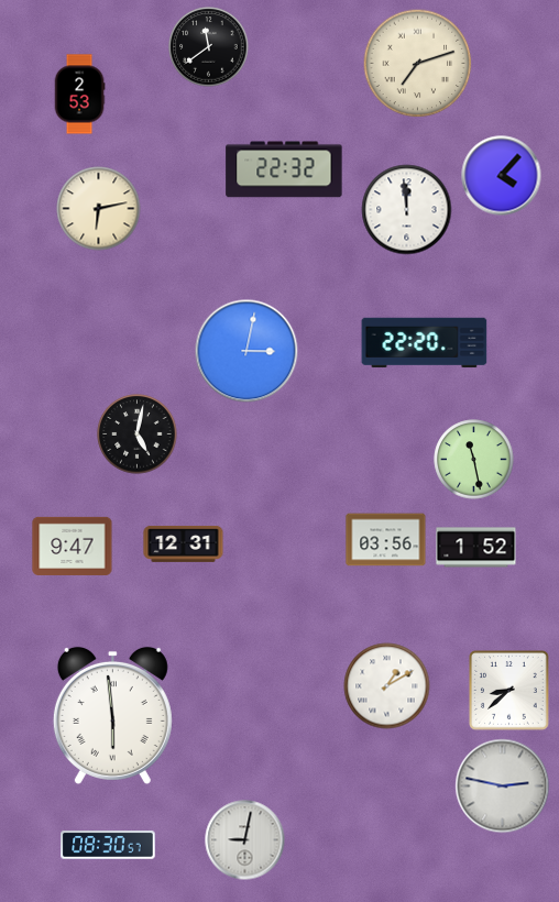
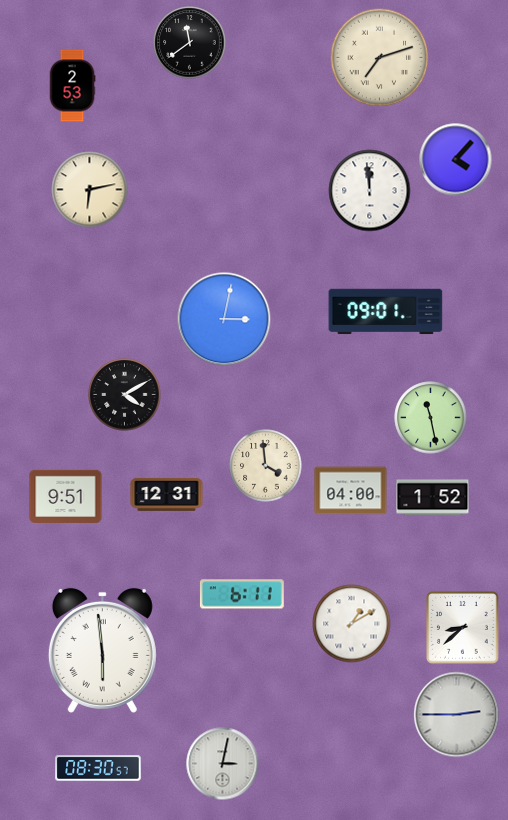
clock at (284, 169): 22:32 -> none
clock at (425, 343): 22:20 -> 09:01
clock at (138, 435): 5:02 -> 4:10
clock at (266, 466): none -> 3:59
clock at (386, 540): 03:56 -> 04:00
clock at (73, 546): 9:47 -> 9:51
clock at (242, 594): none -> 6:11
clock at (503, 787): 2:47 -> 2:45
clock at (245, 840): 9:02 -> 3:02
